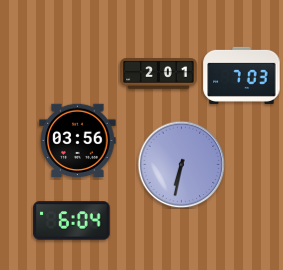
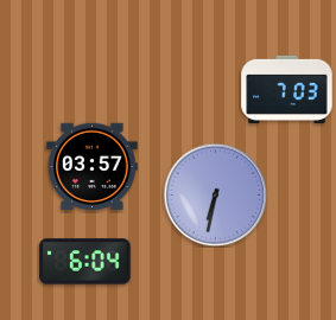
clock at (159, 74): 2:01 -> none
clock at (78, 141): 03:56 -> 03:57
